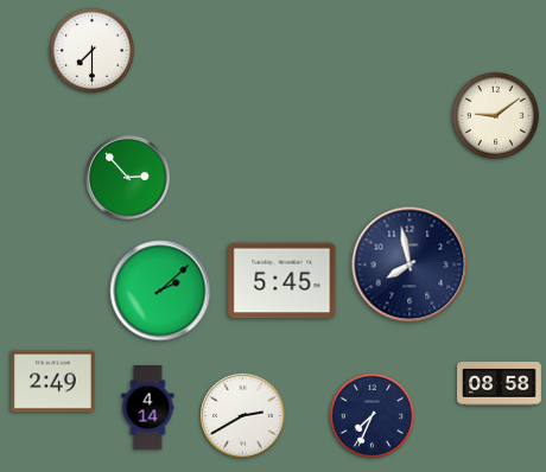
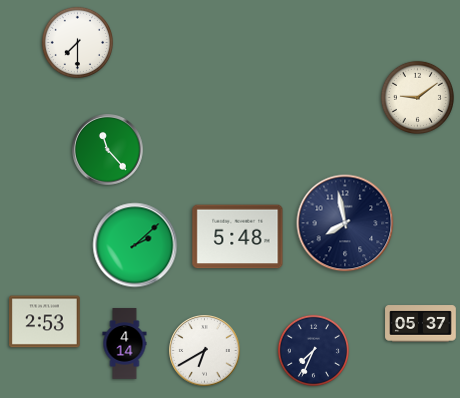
clock at (128, 178): 2:53 -> 11:23
clock at (282, 281): 5:45 -> 5:48
clock at (53, 382): 2:49 -> 2:53
clock at (500, 384): 08:58 -> 05:37
clock at (243, 416): 2:40 -> 6:40
